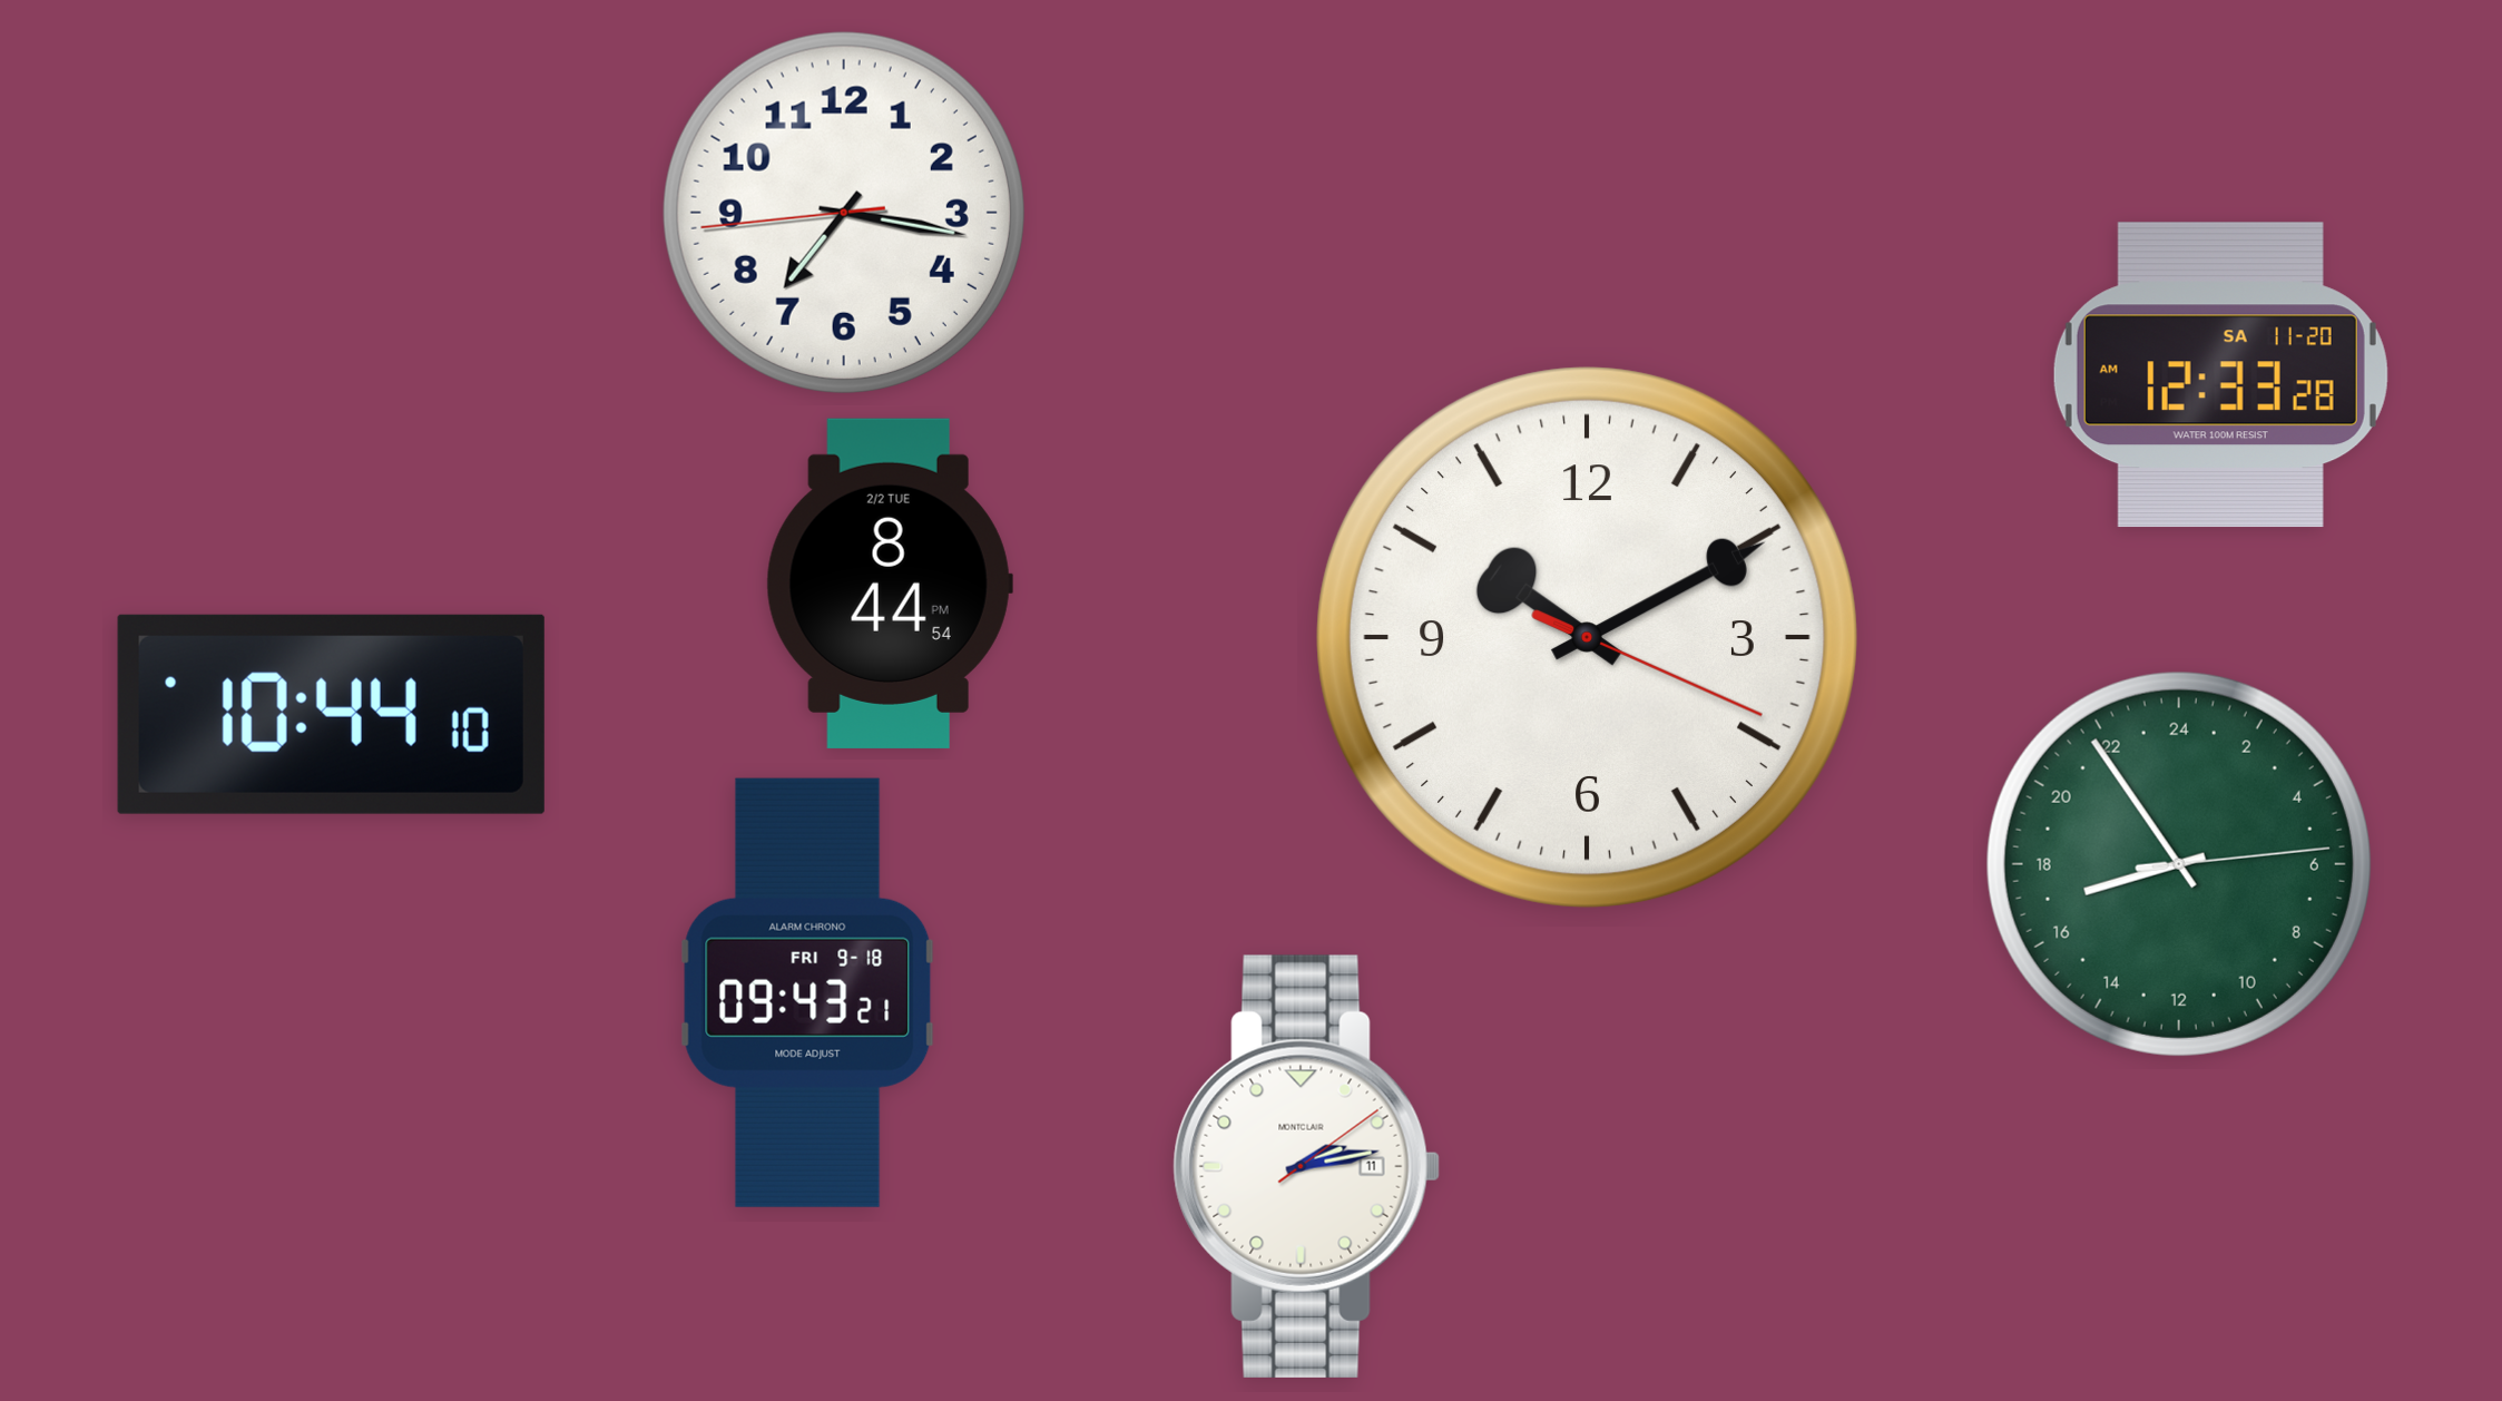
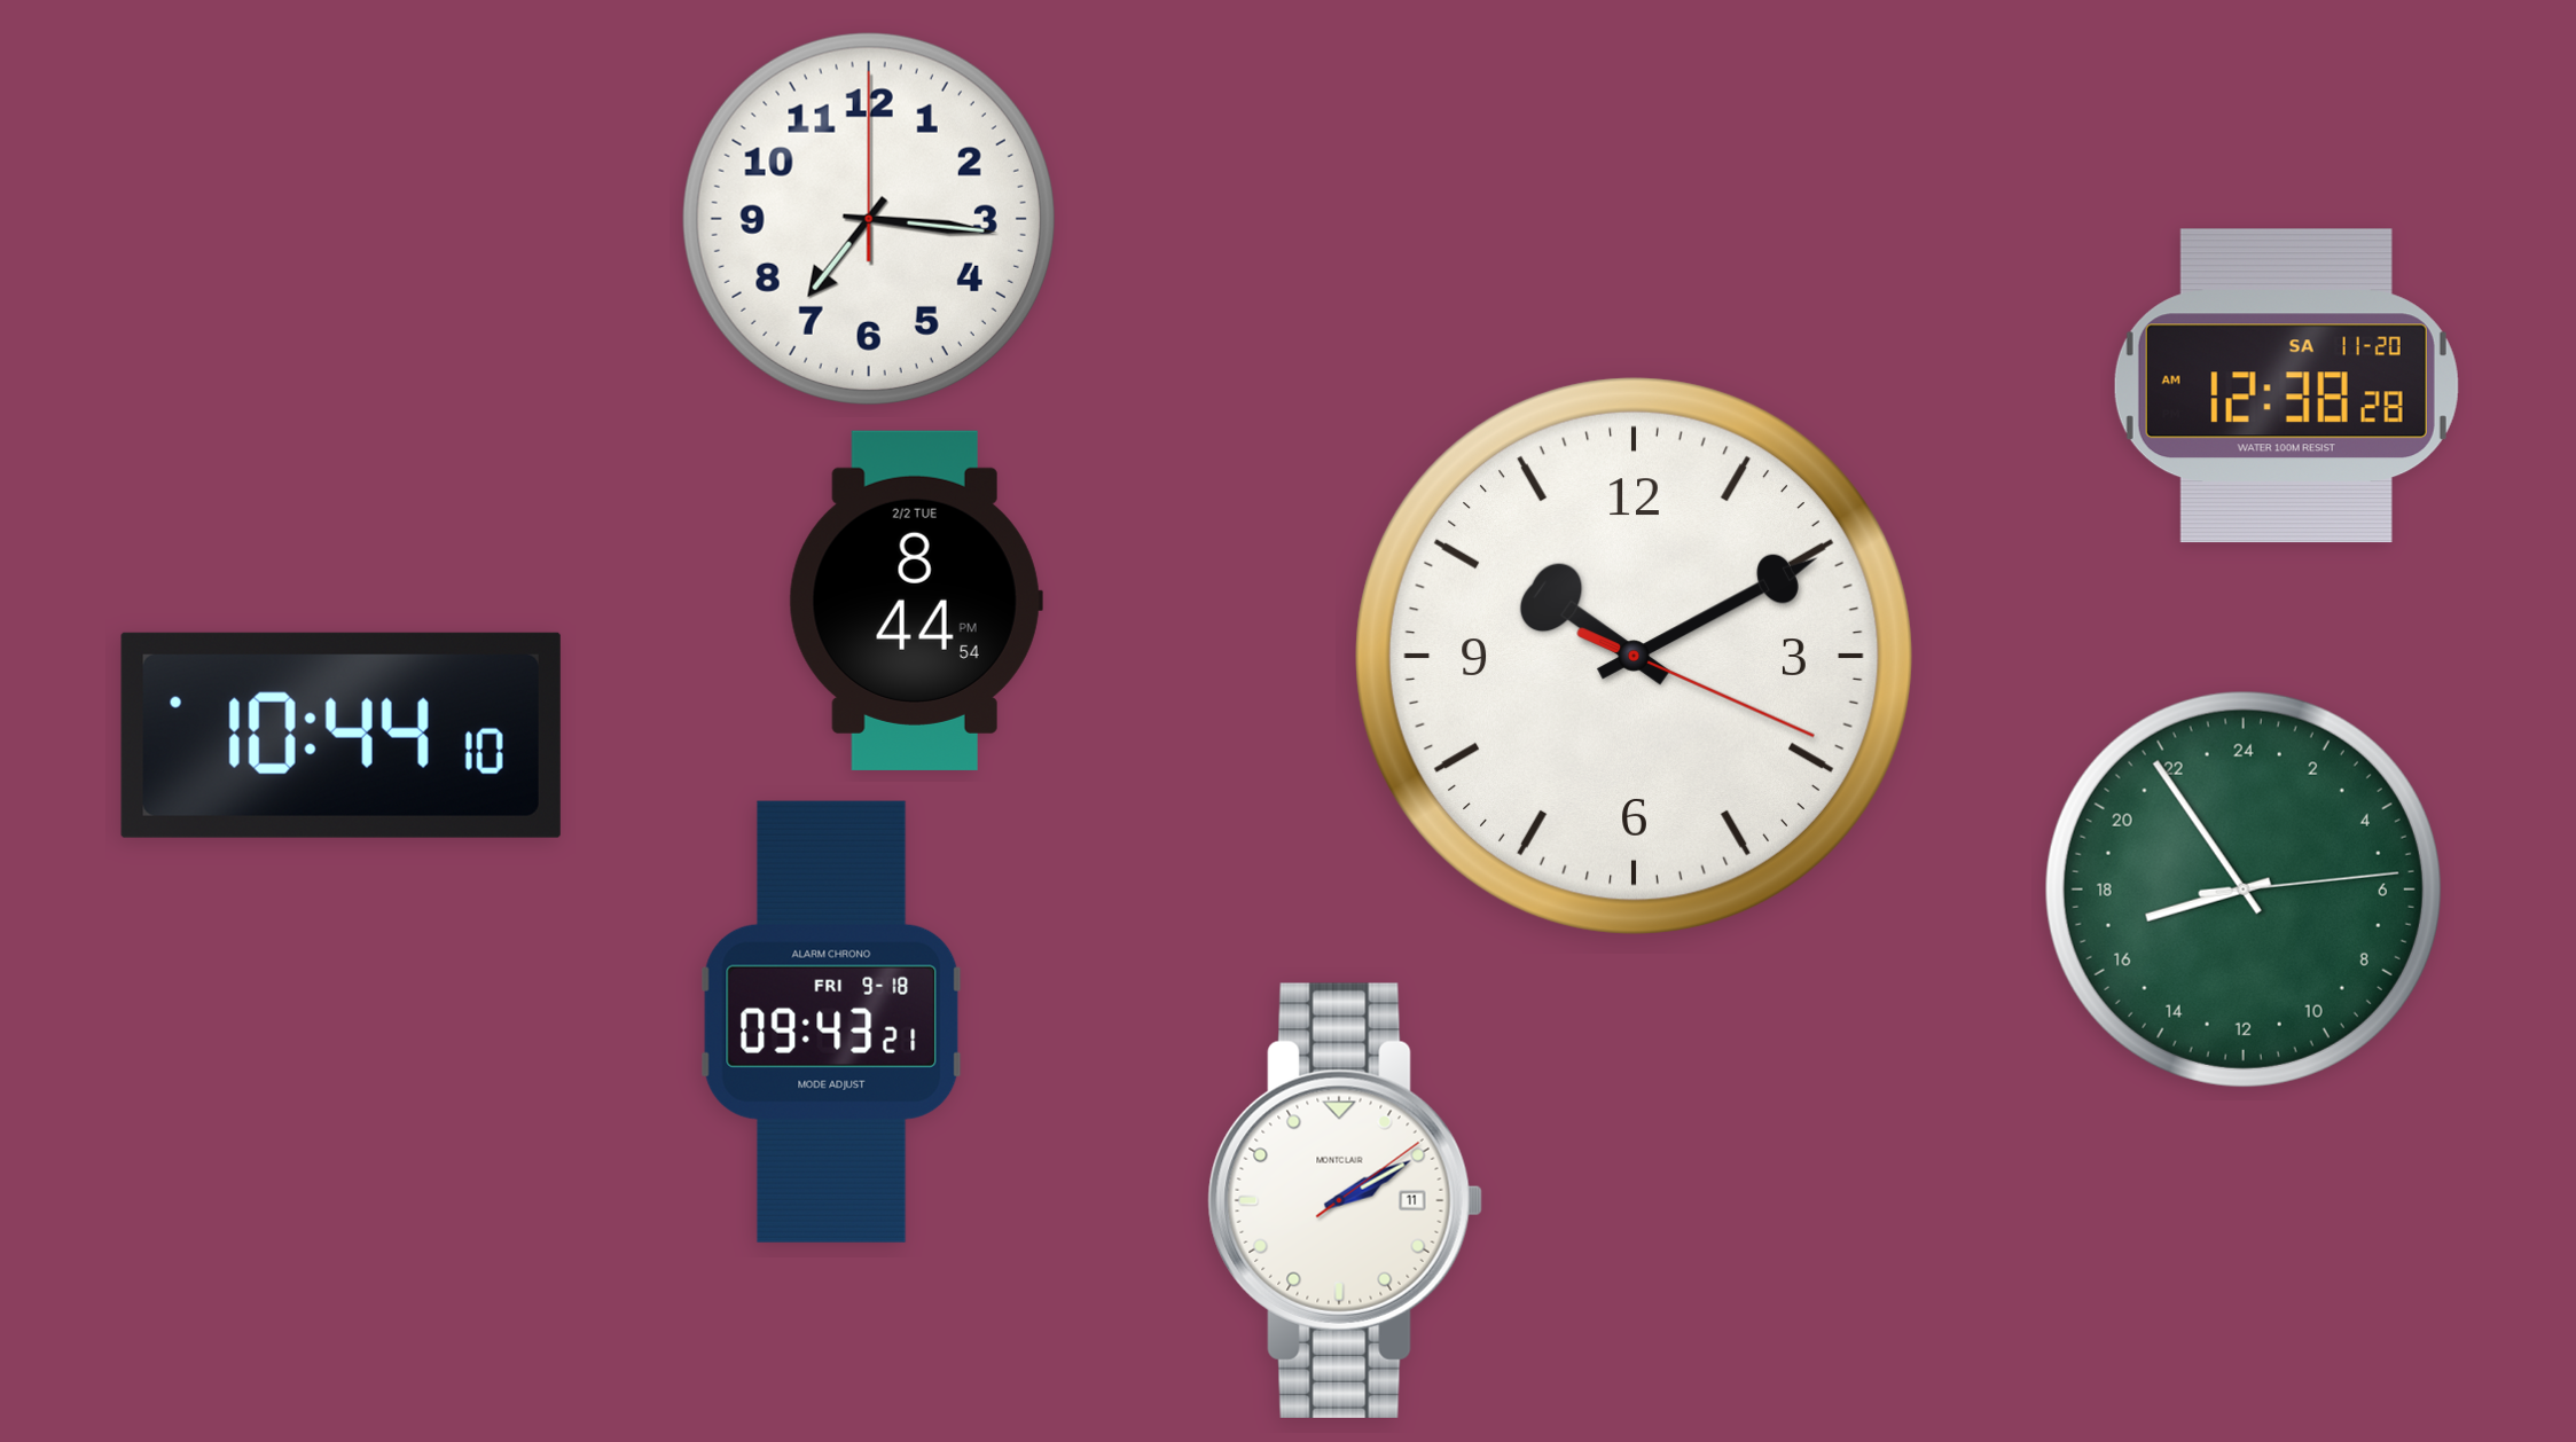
clock at (844, 213): 7:16:44 -> 7:16:00
clock at (2220, 375): 12:33 -> 12:38
clock at (1306, 1166): 2:13 -> 2:10
